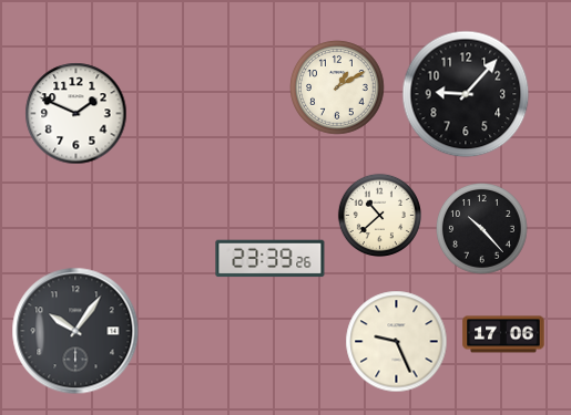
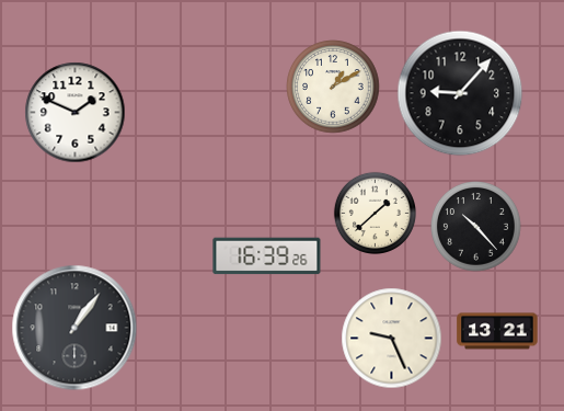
clock at (379, 215): 10:38 -> 1:38
clock at (271, 259): 23:39 -> 16:39
clock at (75, 331): 10:06 -> 1:06
clock at (503, 334): 17:06 -> 13:21
